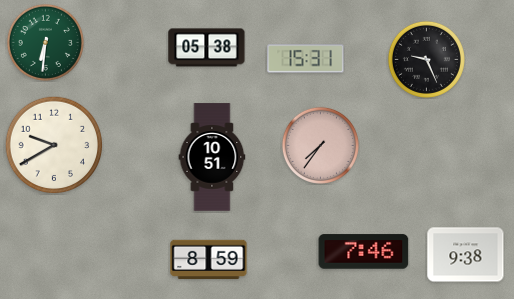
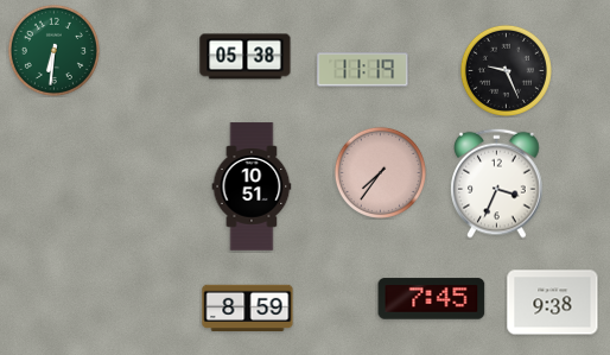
clock at (306, 59): 15:31 -> 11:19
clock at (54, 145): 9:40 -> none
clock at (497, 183): none -> 3:34
clock at (364, 252): 7:46 -> 7:45
